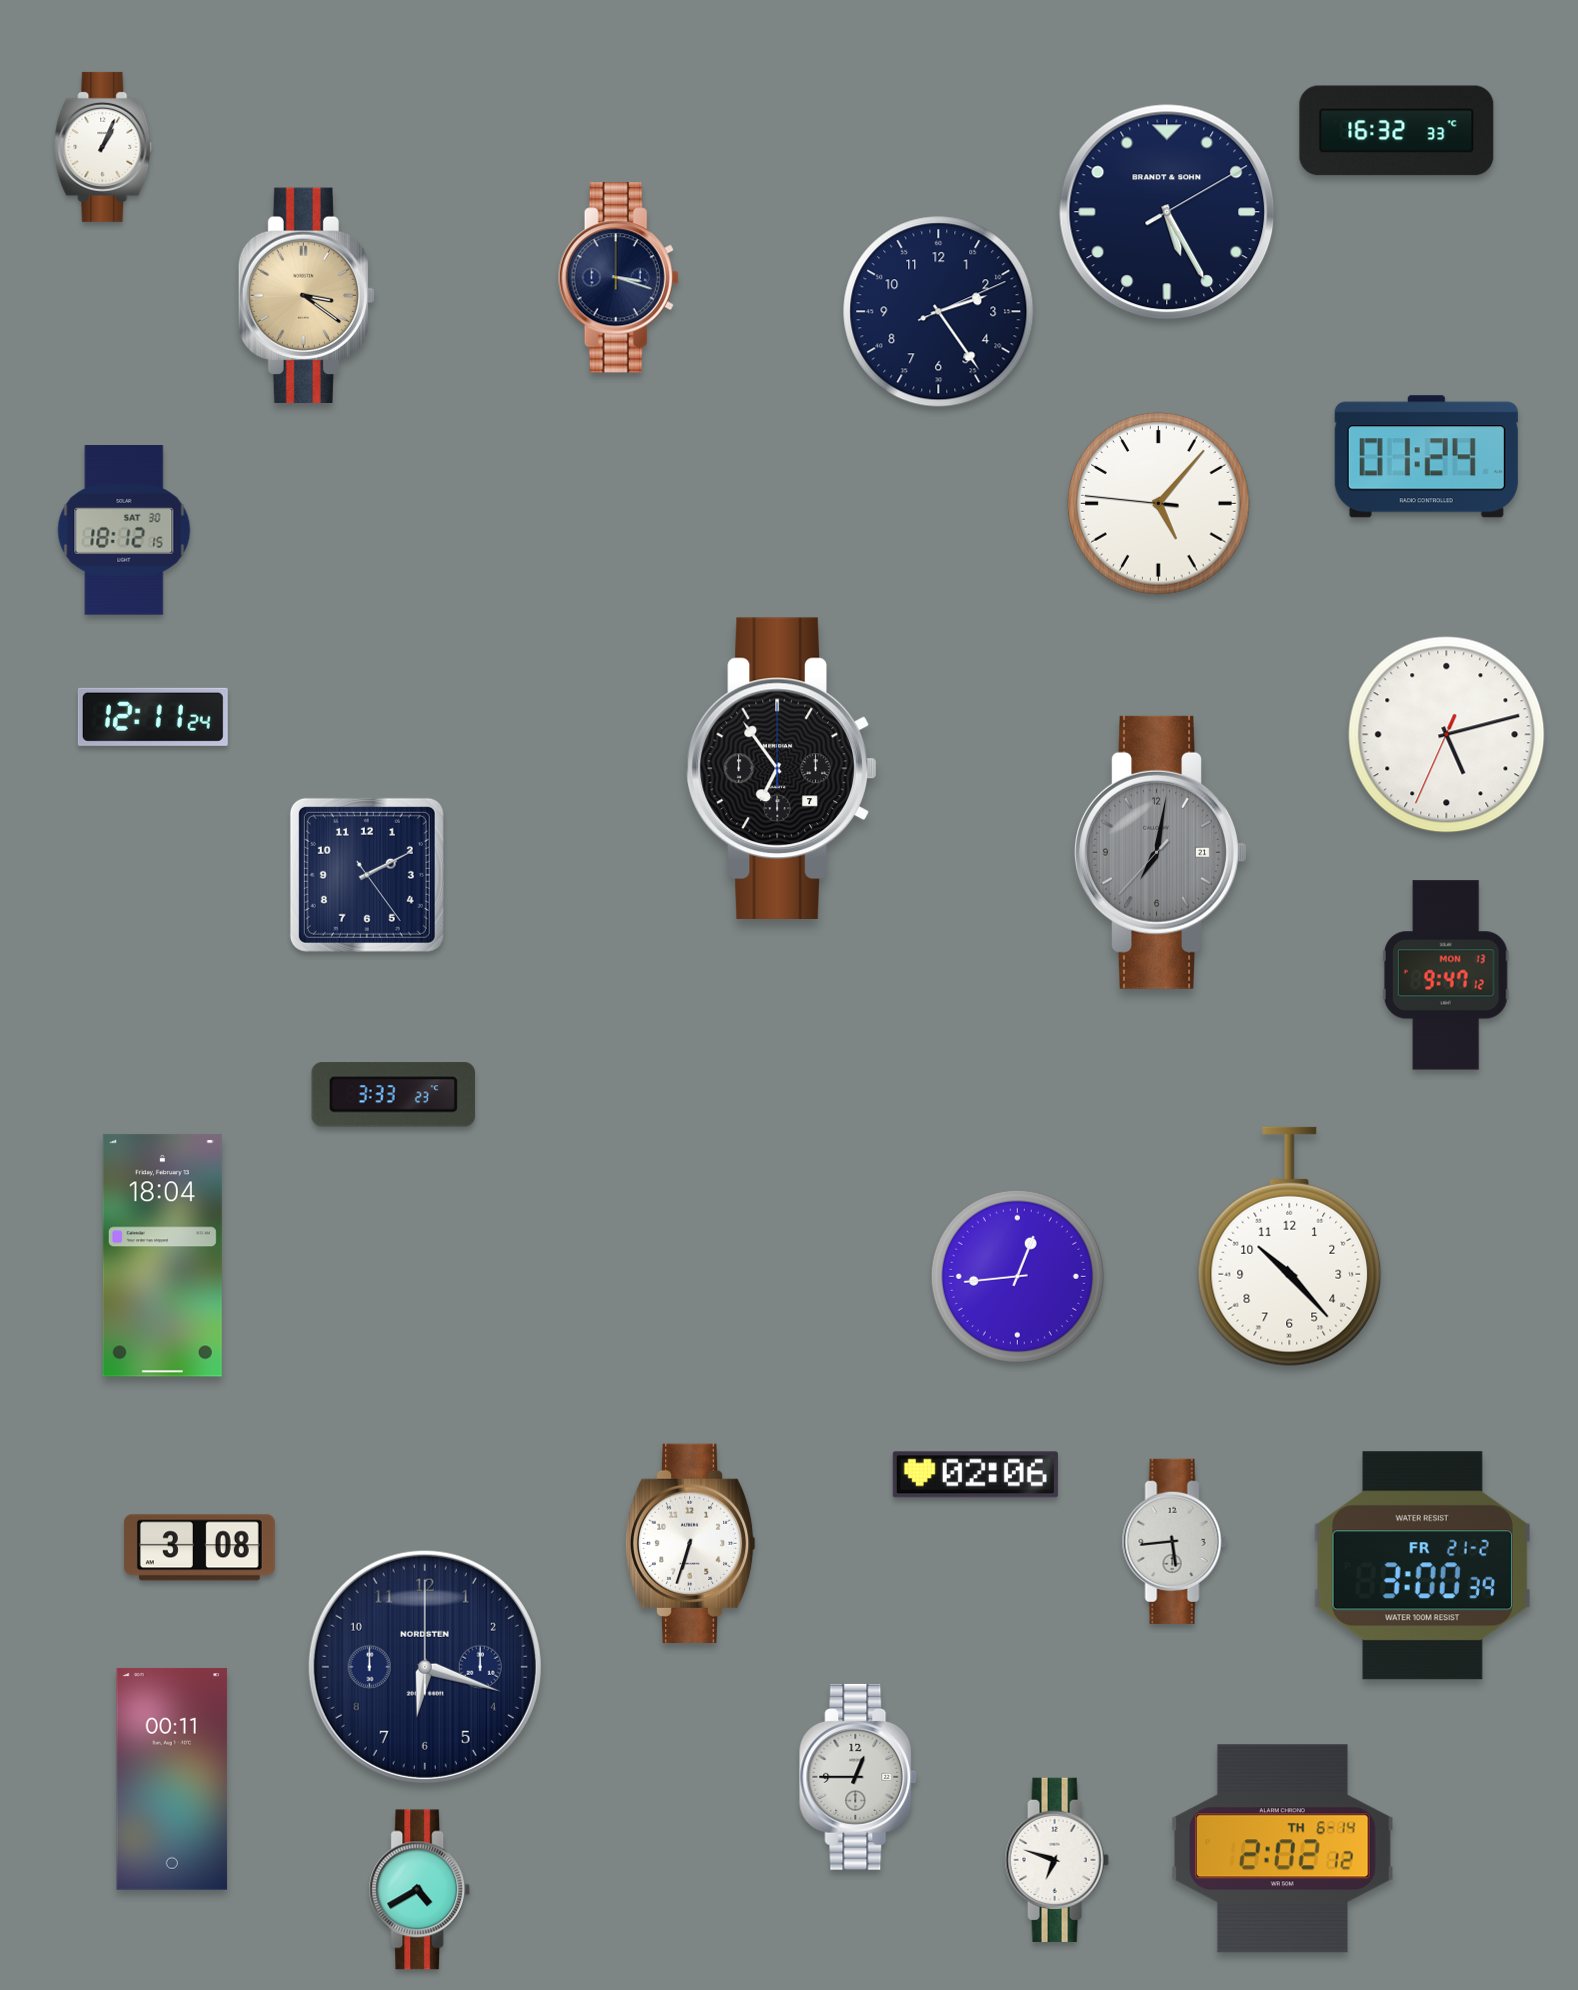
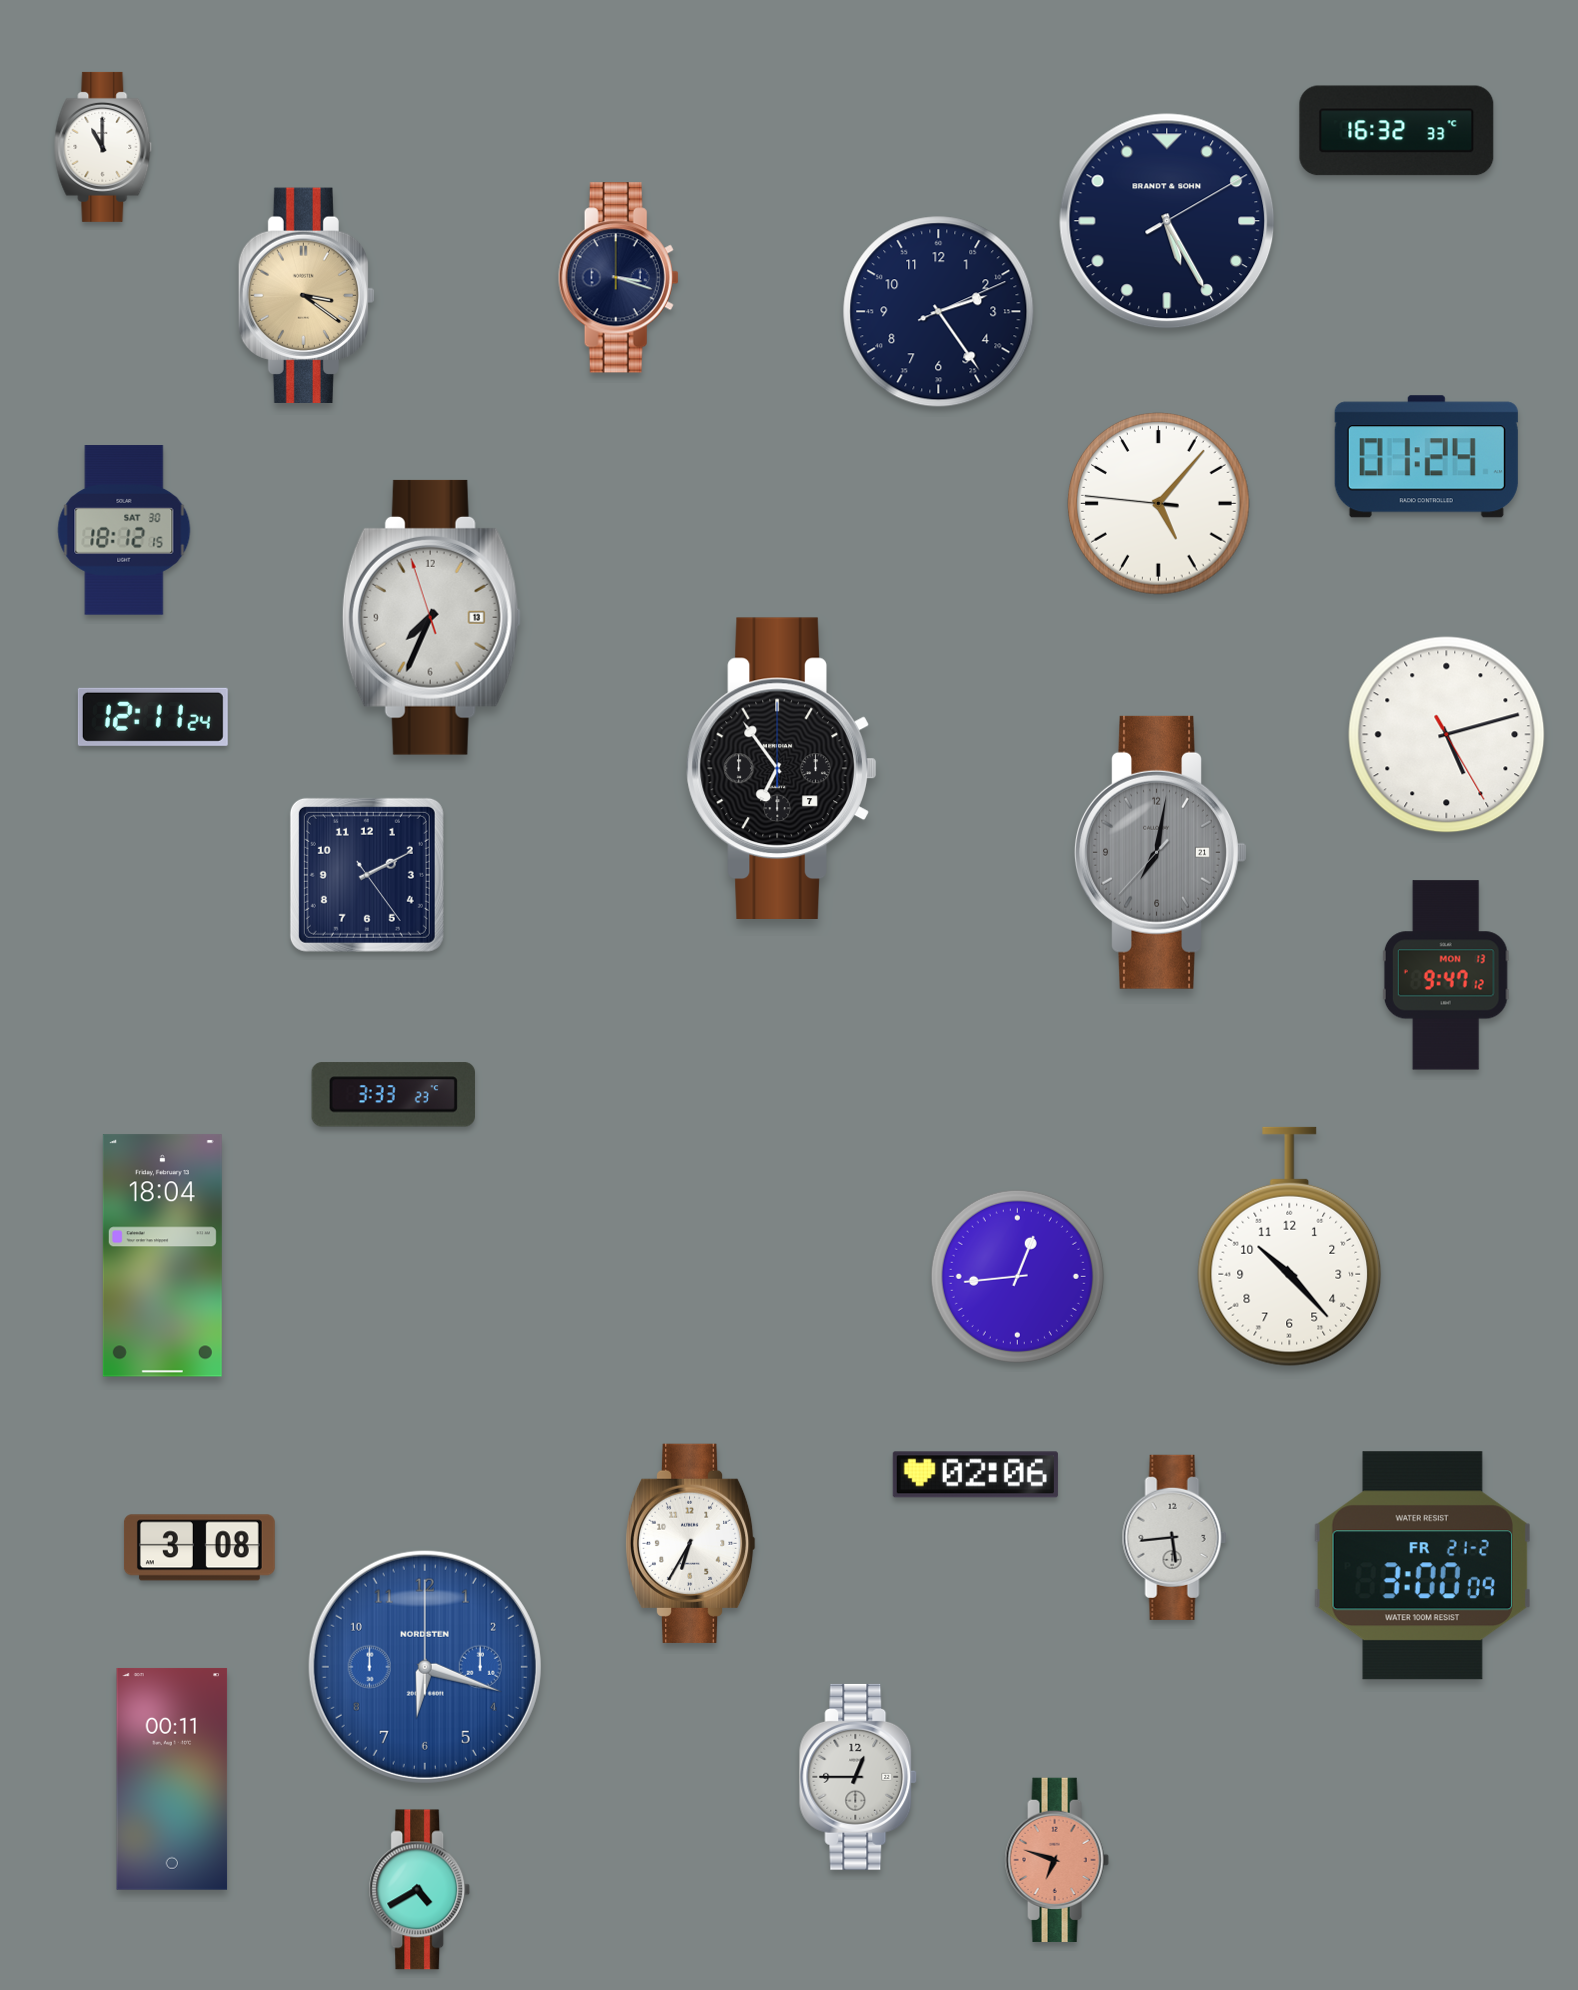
clock at (103, 147): 1:04 -> 11:00
clock at (1167, 212) position: (1167, 212) -> (1167, 221)
clock at (431, 617): none -> 7:33
clock at (1447, 735): 5:12:34 -> 5:12:25
clock at (1174, 1541) position: (1174, 1541) -> (1174, 1537)
clock at (690, 1543): 6:33 -> 6:35
clock at (1422, 1566): 3:00:39 -> 3:00:09
clock at (425, 1667) dial: navy -> blue
clock at (1282, 1849): 2:02 -> none
clock at (1057, 1860) dial: white -> salmon
